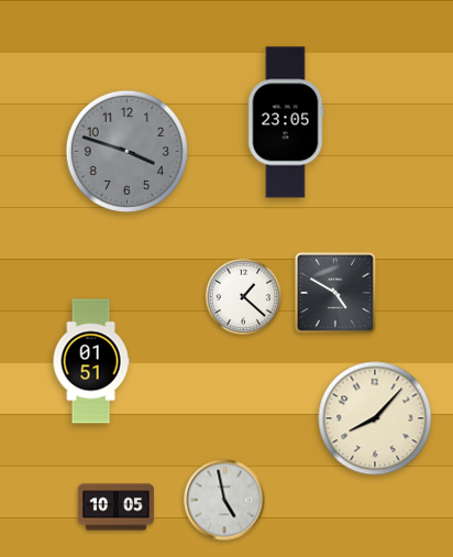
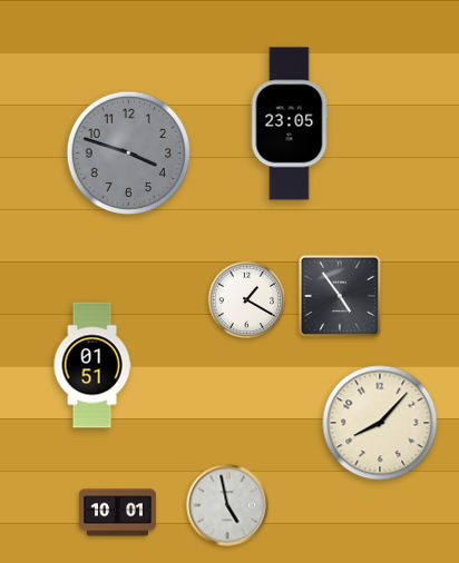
clock at (335, 293): 4:50 -> 4:54
clock at (244, 297): 1:22 -> 1:20
clock at (115, 507): 10:05 -> 10:01
